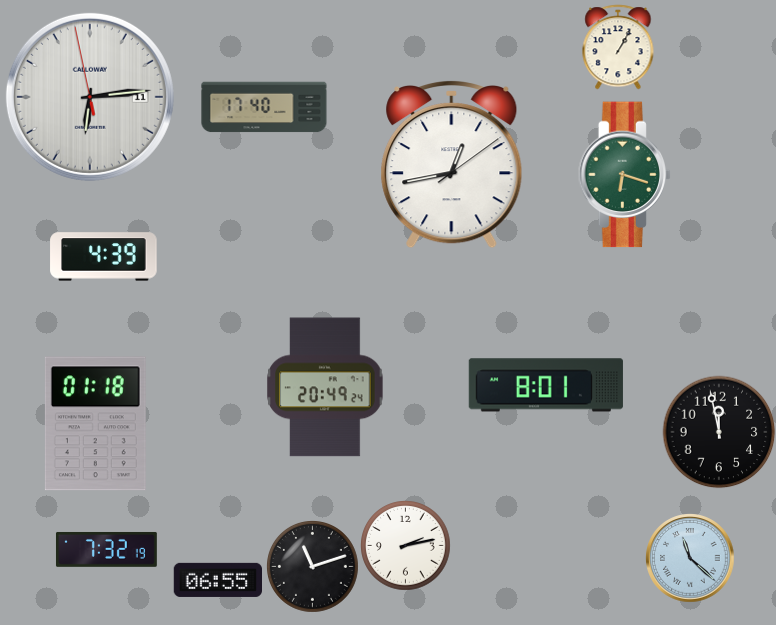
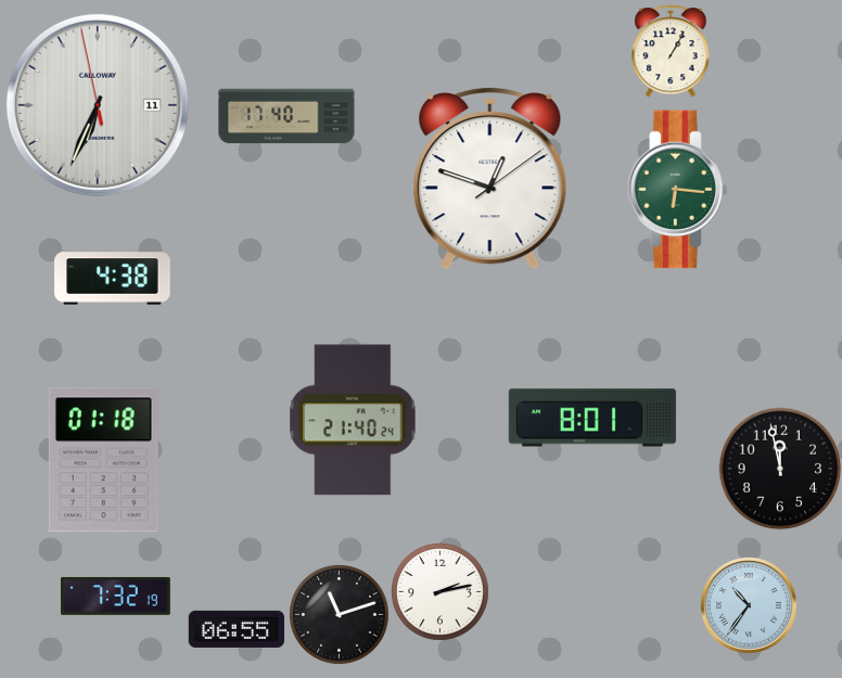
clock at (90, 97): 6:13 -> 6:33
clock at (452, 164): 12:43 -> 12:48
clock at (625, 175): 6:18 -> 6:16
clock at (104, 257): 4:39 -> 4:38
clock at (325, 387): 20:49 -> 21:40
clock at (690, 558): 11:22 -> 10:36
